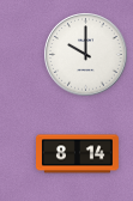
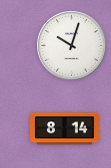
clock at (86, 55): 10:00 -> 10:03
